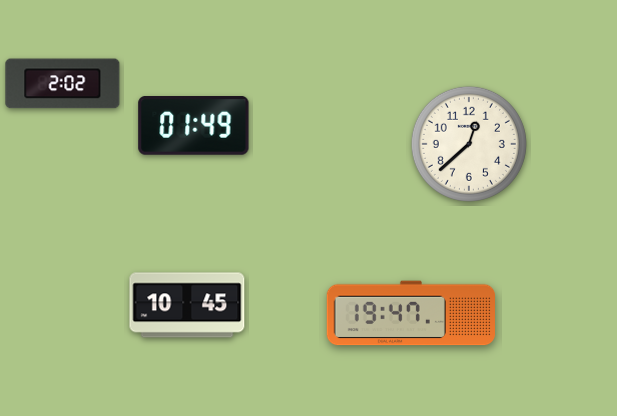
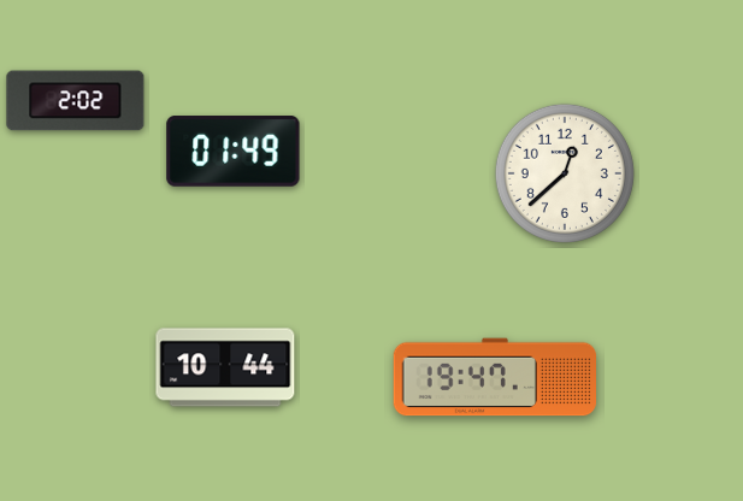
clock at (187, 305): 10:45 -> 10:44
